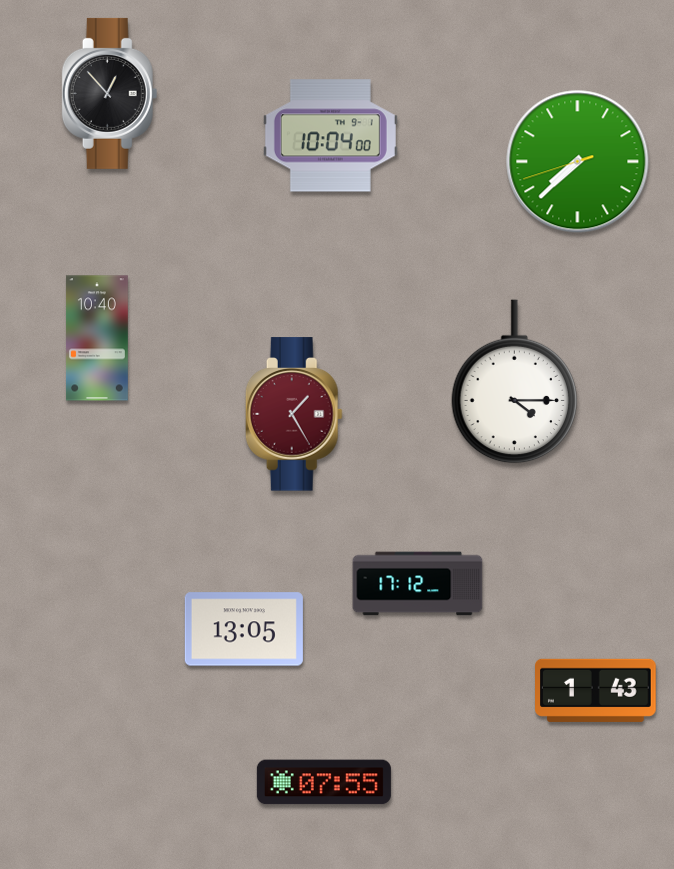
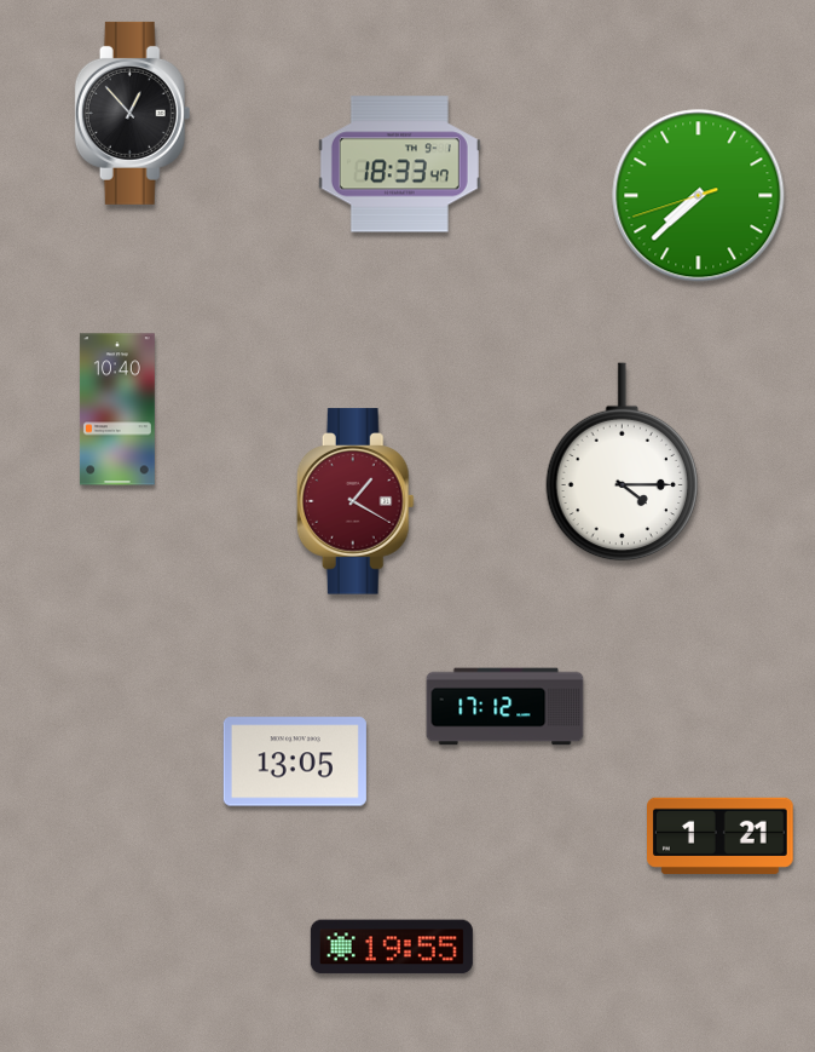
clock at (330, 136): 10:04 -> 18:33
clock at (294, 414): 1:25 -> 1:20
clock at (596, 690): 1:43 -> 1:21
clock at (324, 782): 07:55 -> 19:55
